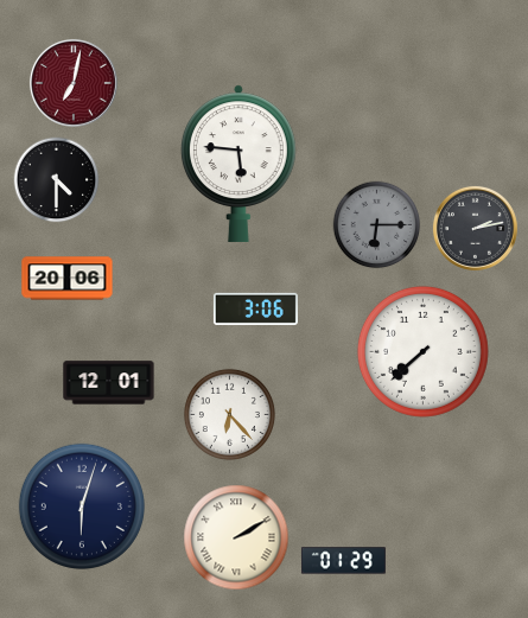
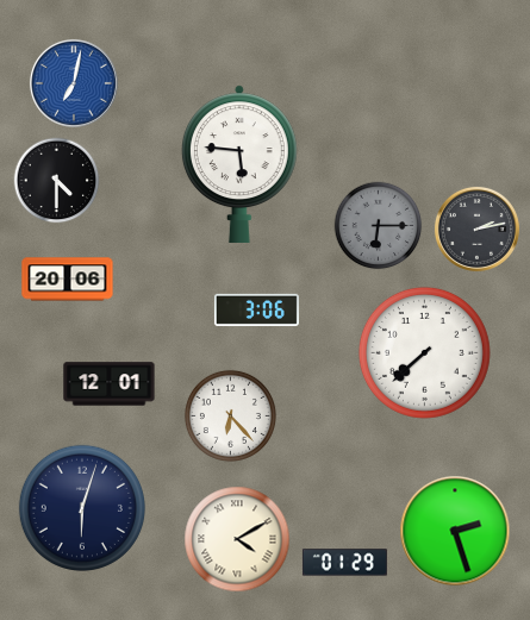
clock at (74, 83) dial: burgundy -> blue
clock at (455, 531): none -> 2:27
clock at (236, 537): 2:10 -> 4:10
